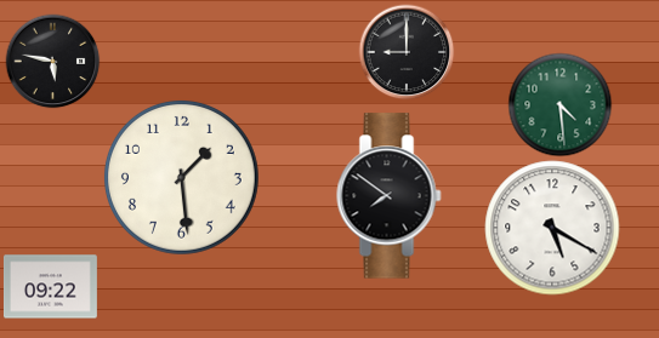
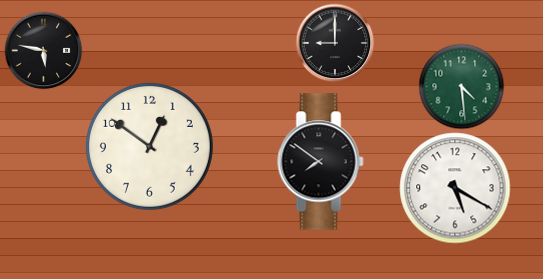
clock at (181, 177): 1:29 -> 12:51
clock at (50, 287): 09:22 -> none
